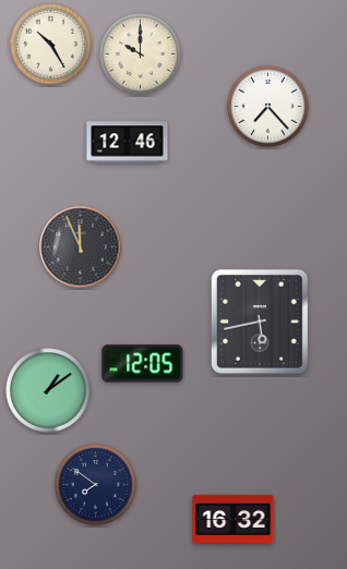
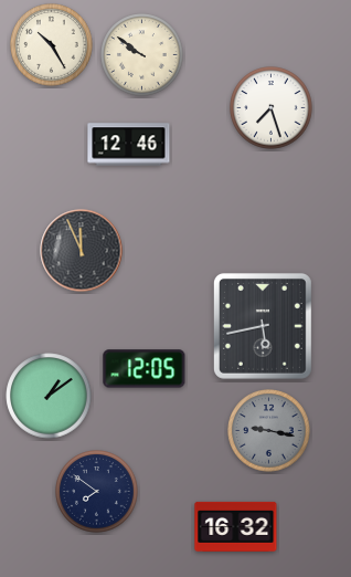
clock at (141, 55): 10:00 -> 9:51
clock at (268, 107): 7:23 -> 7:27
clock at (269, 431): none -> 9:17
